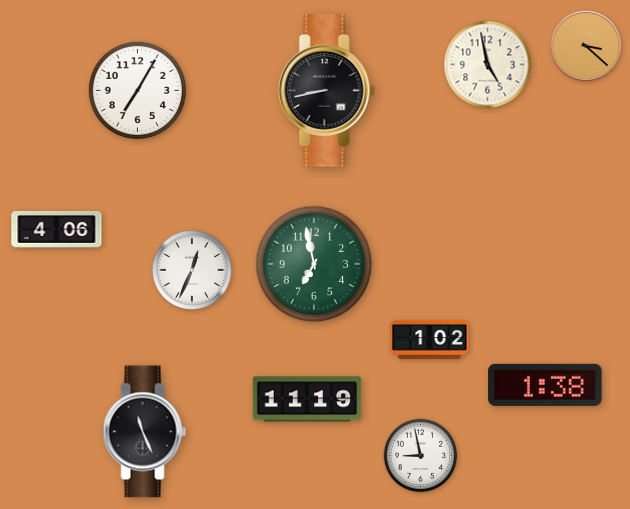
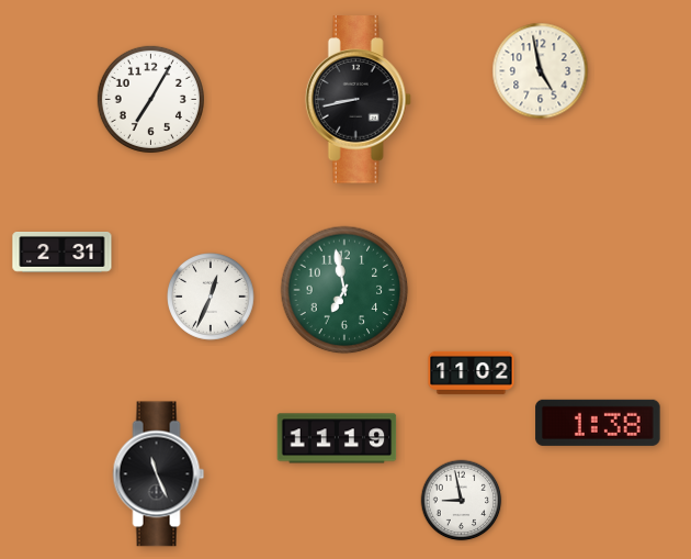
clock at (585, 45): 3:22 -> none
clock at (488, 65) position: (488, 65) -> (541, 71)
clock at (57, 230): 4:06 -> 2:31
clock at (430, 339): 1:02 -> 11:02
